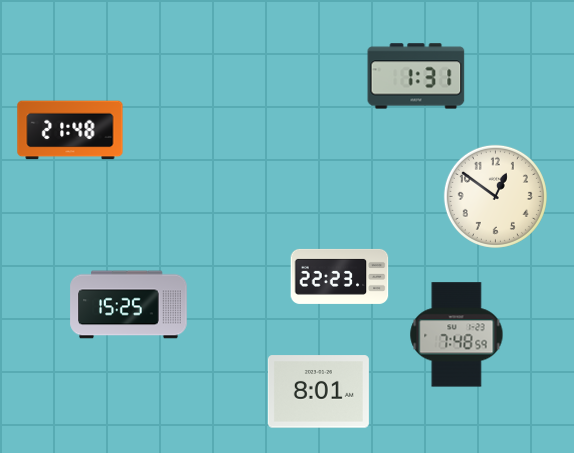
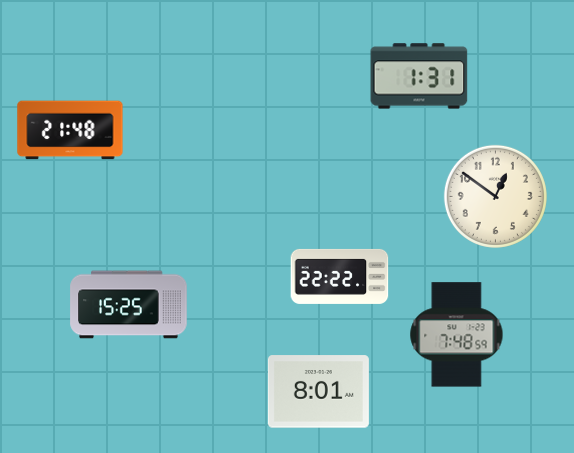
clock at (416, 76) position: (416, 76) -> (419, 76)
clock at (340, 276): 22:23 -> 22:22
